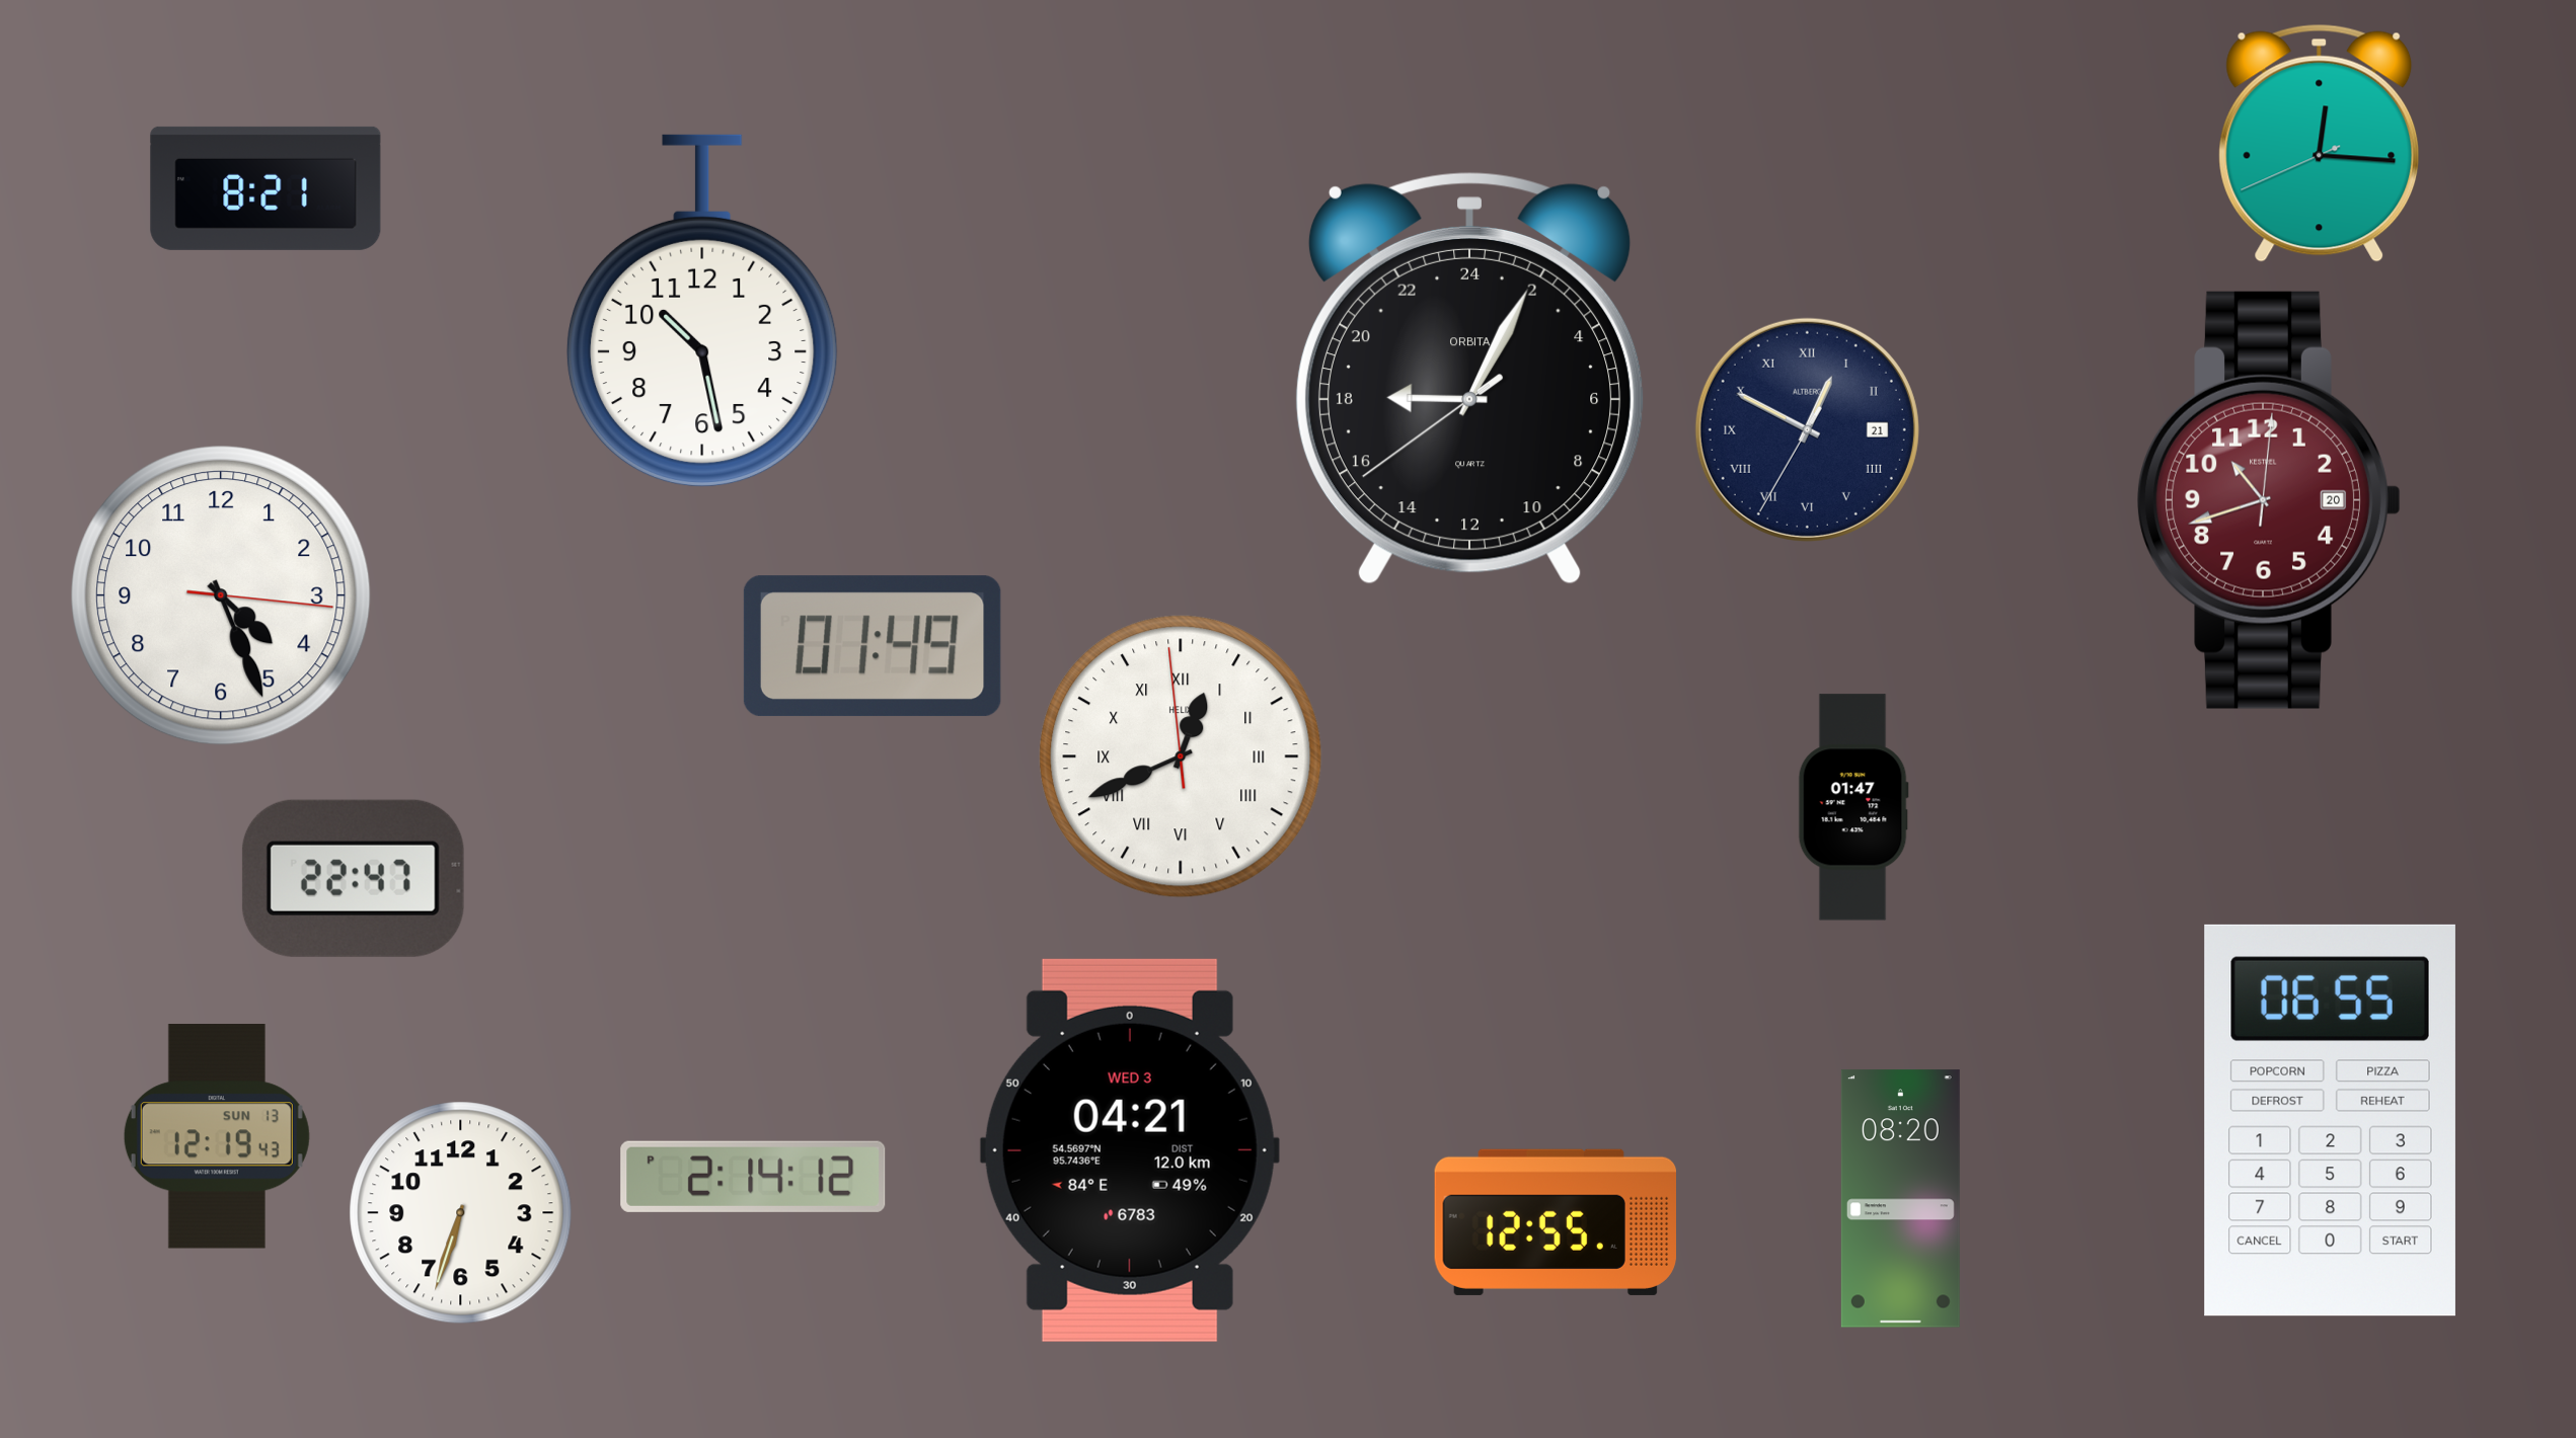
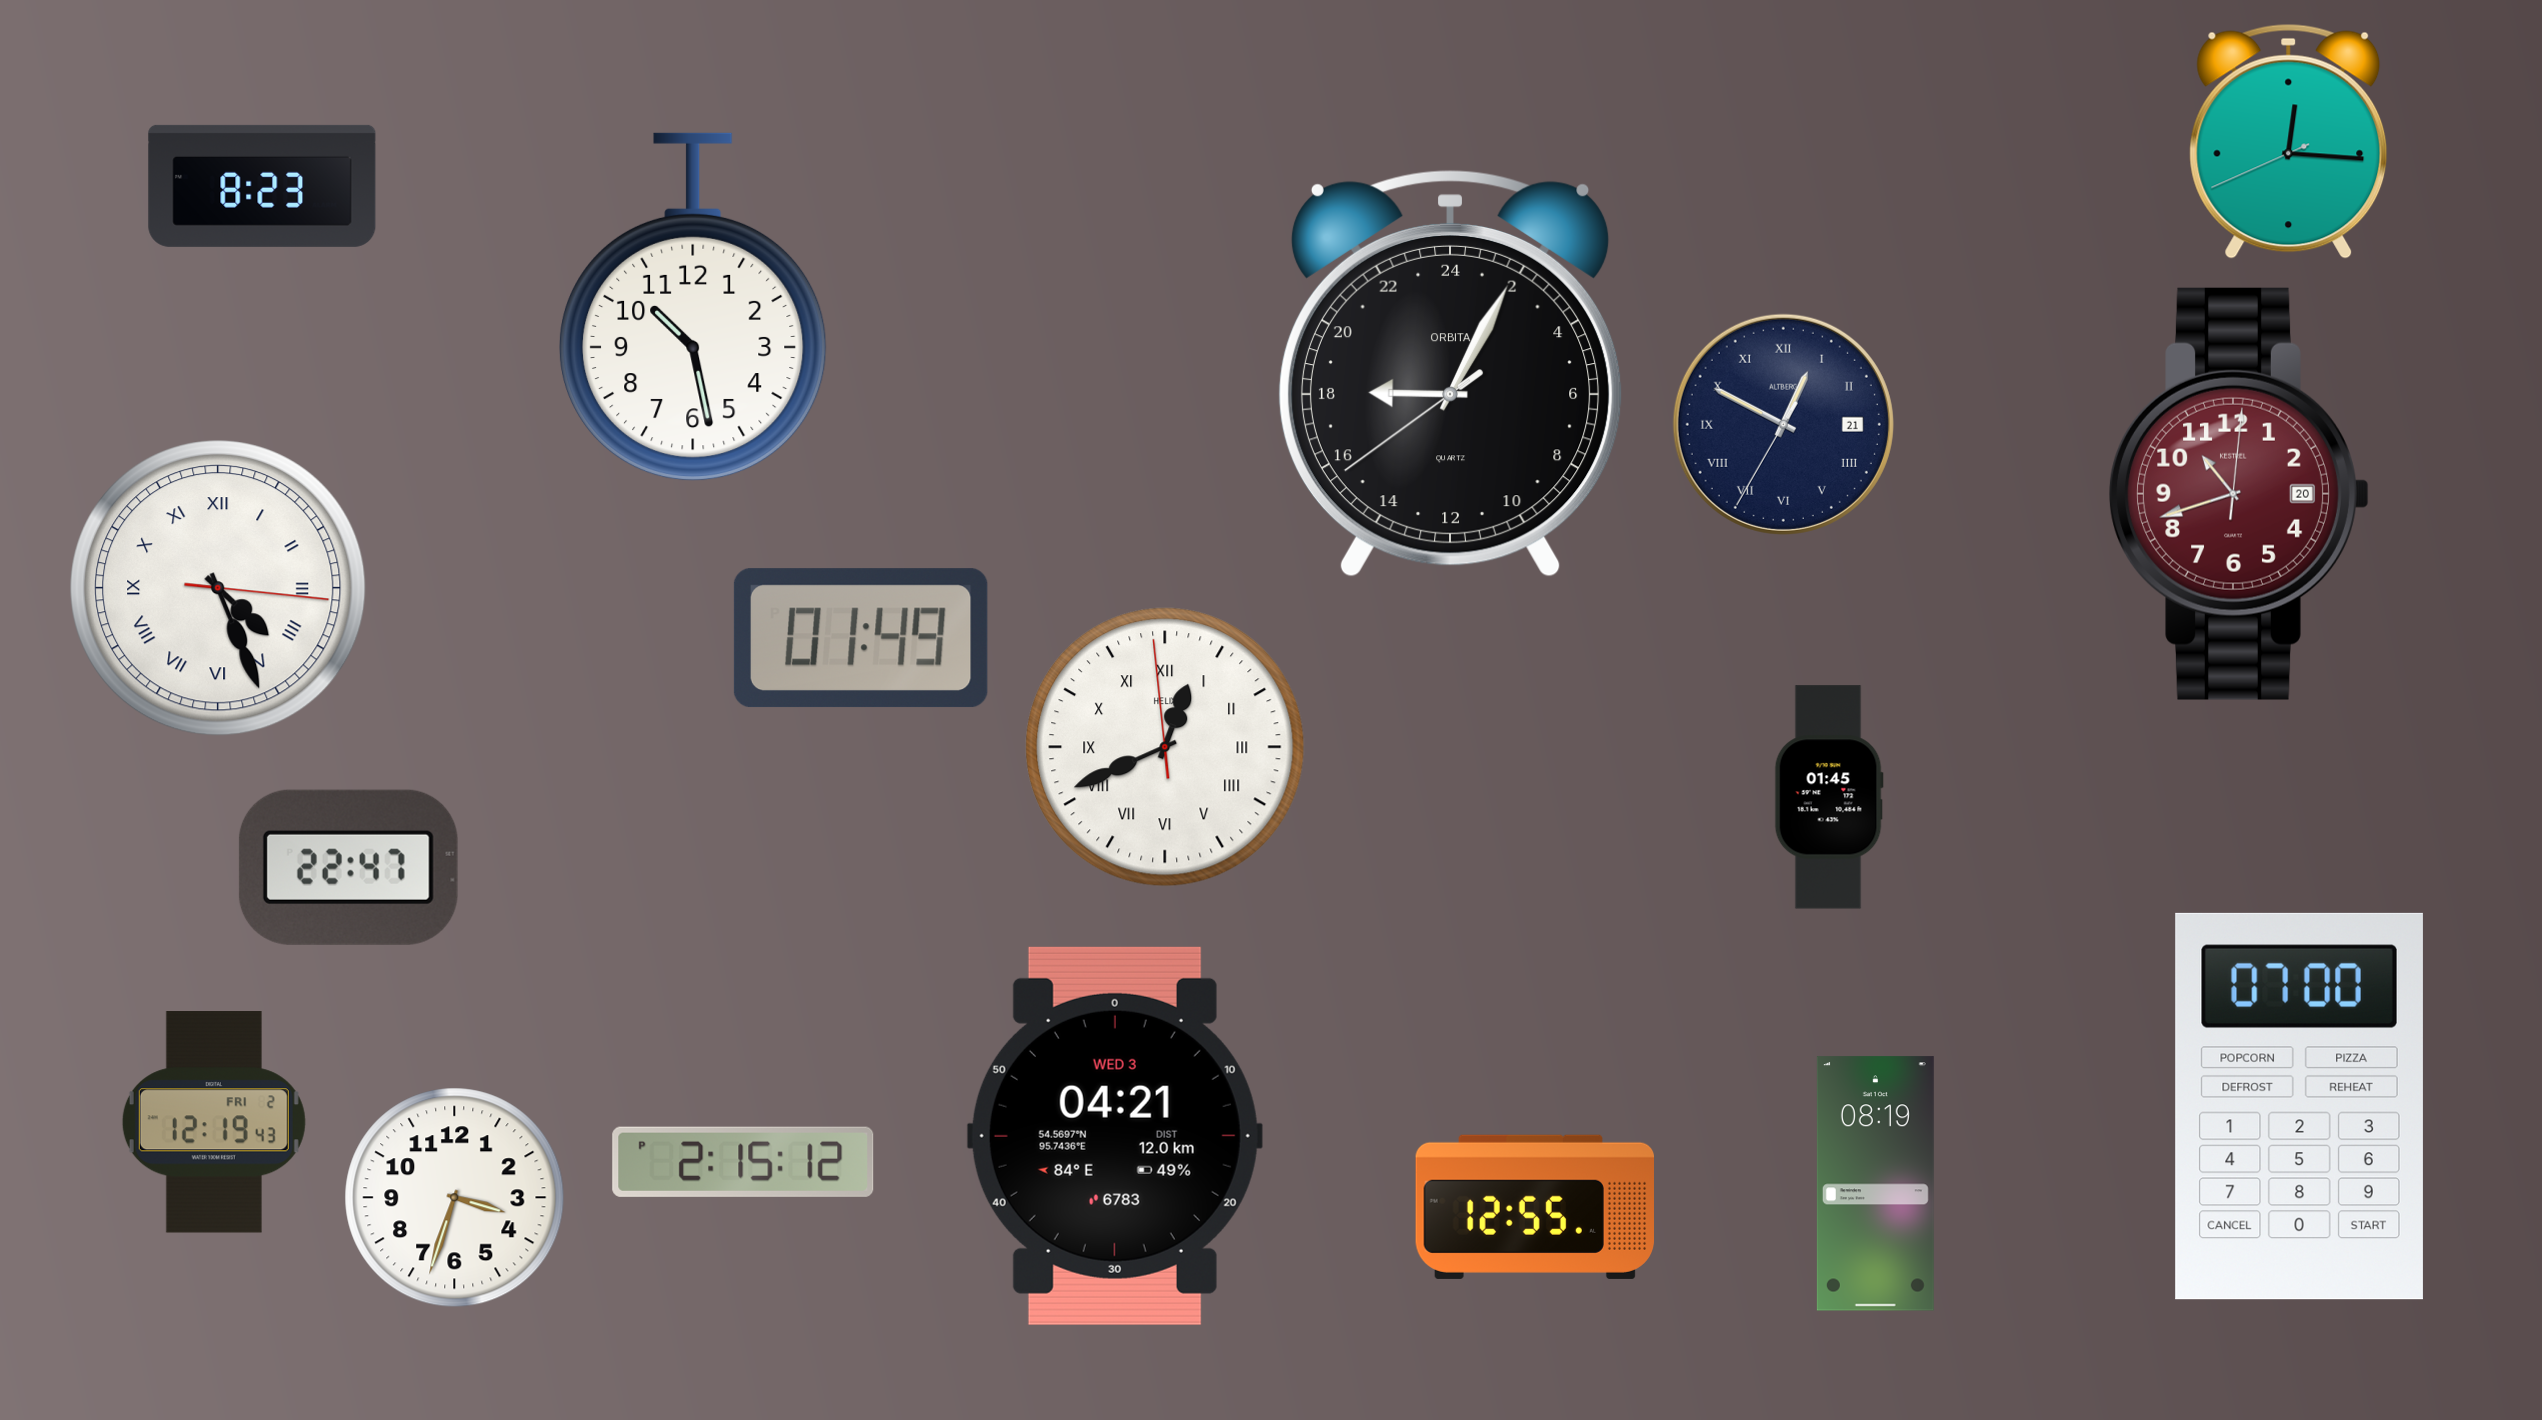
clock at (266, 188): 8:21 -> 8:23
clock at (221, 595) numerals: Arabic -> Roman
clock at (1853, 807): 01:47 -> 01:45
clock at (2330, 1120): 06:55 -> 07:00
clock at (217, 1136) date: SUN 13 -> FRI 2
clock at (753, 1177): 2:14 -> 2:15
clock at (1900, 1199): 08:20 -> 08:19
clock at (461, 1213): 6:33 -> 3:33
